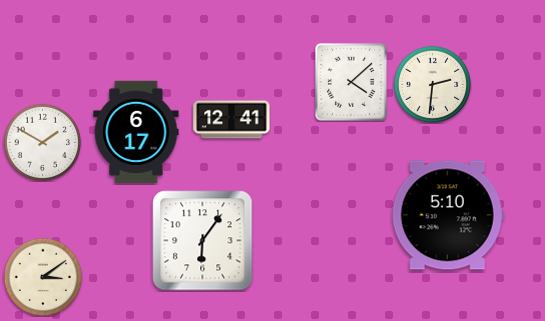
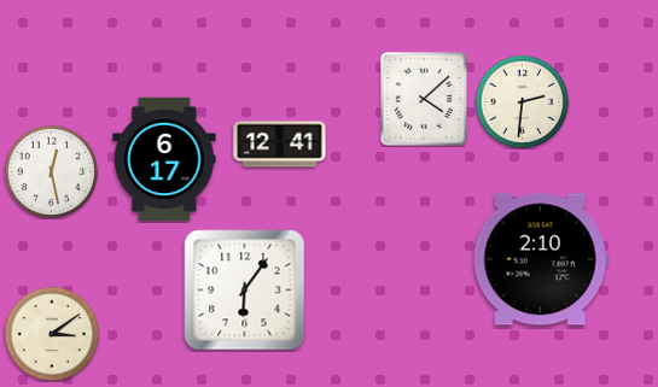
clock at (42, 142): 1:50 -> 12:28
clock at (448, 215): 5:10 -> 2:10
